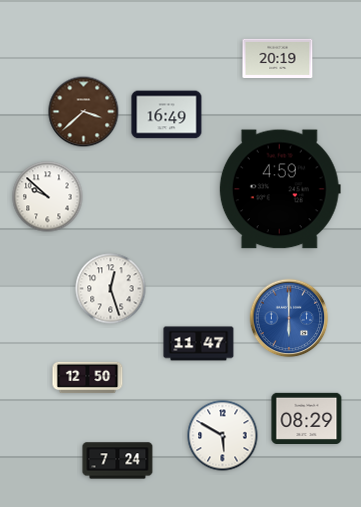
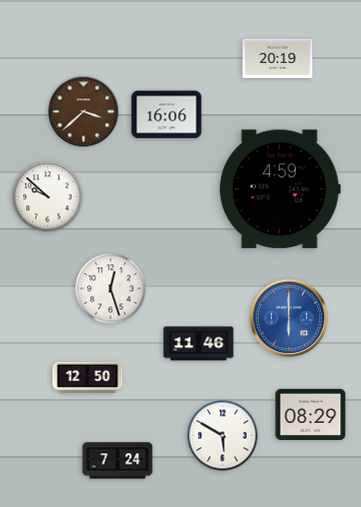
clock at (167, 115): 16:49 -> 16:06
clock at (199, 344): 11:47 -> 11:46
clock at (307, 418) position: (307, 418) -> (311, 414)
